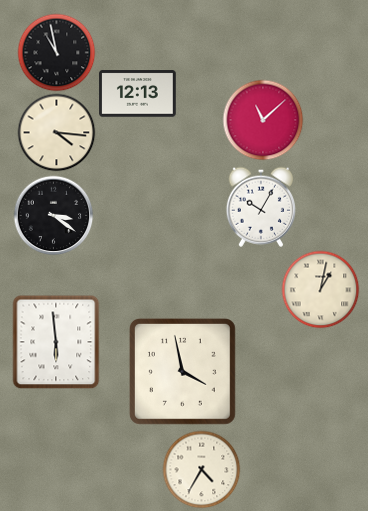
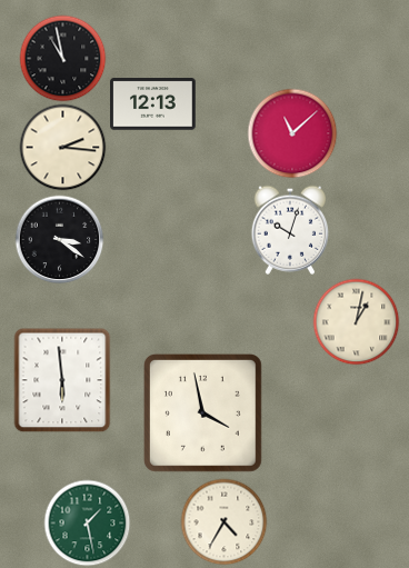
clock at (56, 132): 4:16 -> 2:16
clock at (260, 207): 10:05 -> 10:03
clock at (87, 522): none -> 1:28
